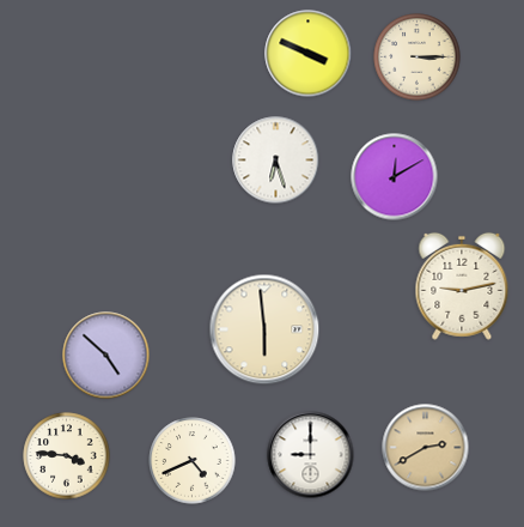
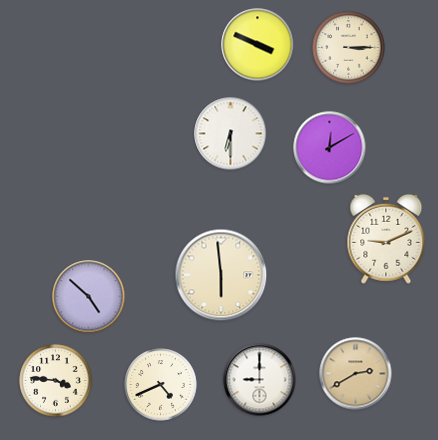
clock at (276, 160): 6:27 -> 6:30
clock at (462, 286): 9:13 -> 9:11
